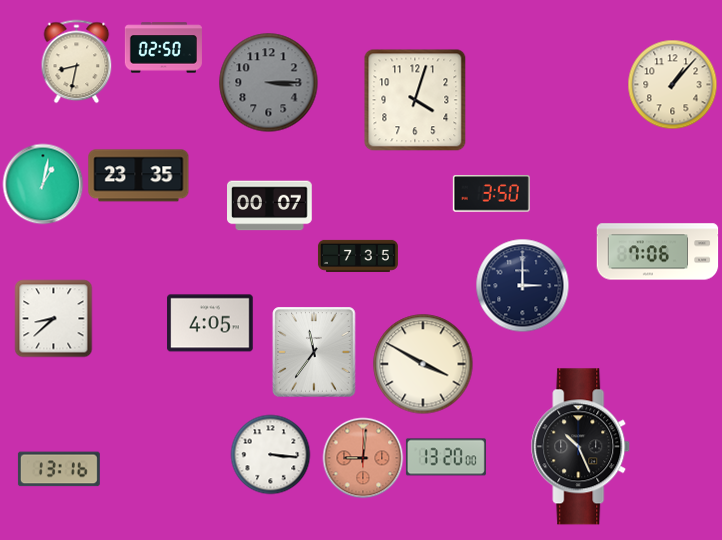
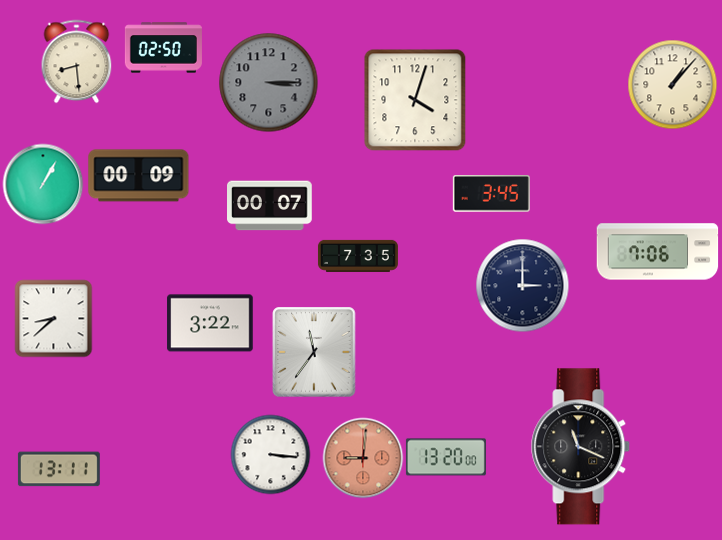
clock at (77, 61): 8:32 -> 8:29
clock at (139, 176): 23:35 -> 00:09
clock at (43, 184): 1:02 -> 1:05
clock at (491, 194): 3:50 -> 3:45
clock at (210, 323): 4:05 -> 3:22
clock at (423, 364): 3:50 -> none
clock at (581, 447): 10:26 -> 11:19
clock at (59, 469): 13:16 -> 13:11
